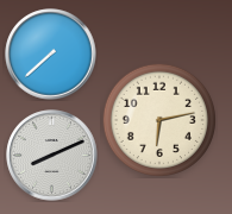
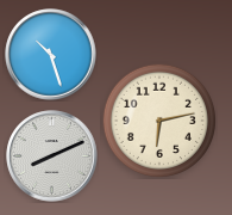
clock at (51, 55): 7:38 -> 10:27
